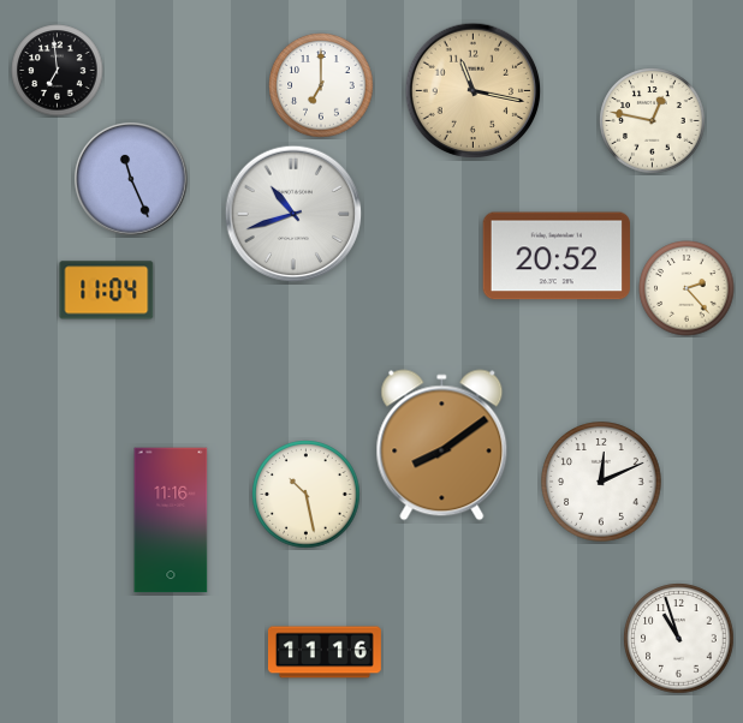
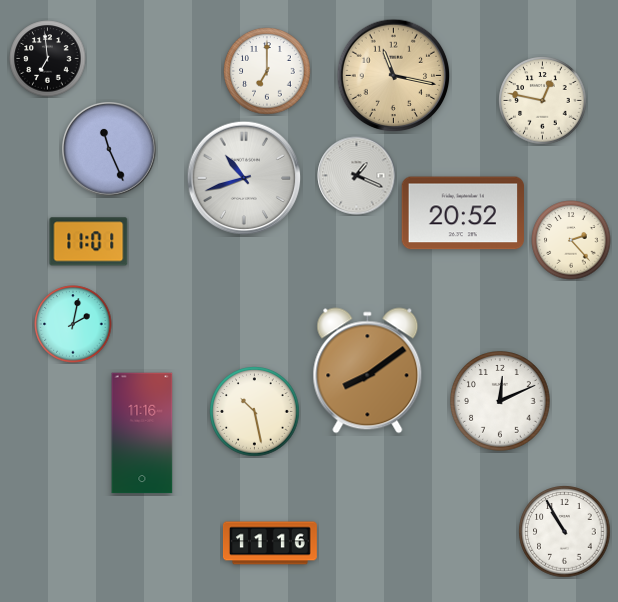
clock at (357, 176): none -> 1:19
clock at (107, 291): 11:04 -> 11:01
clock at (73, 324): none -> 2:02
clock at (679, 639): 10:57 -> 10:55
